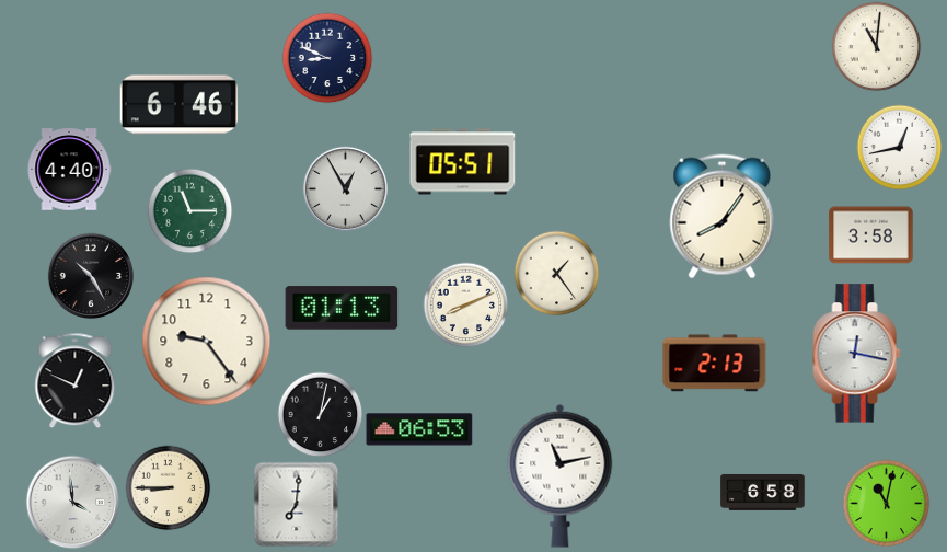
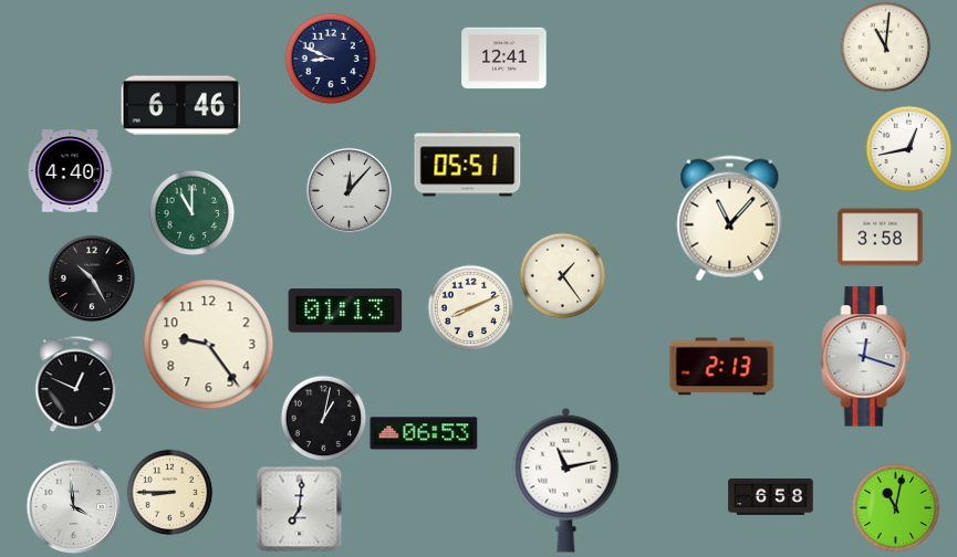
clock at (504, 59): none -> 12:41
clock at (345, 188): 12:55 -> 12:07
clock at (189, 210): 11:15 -> 11:00
clock at (723, 217): 8:06 -> 11:07
clock at (857, 354): 12:17 -> 12:18
